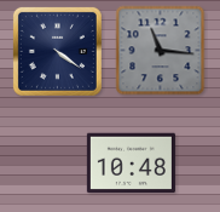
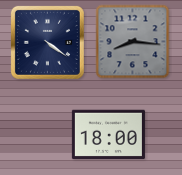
clock at (161, 51): 11:16 -> 8:16
clock at (131, 164): 10:48 -> 18:00
